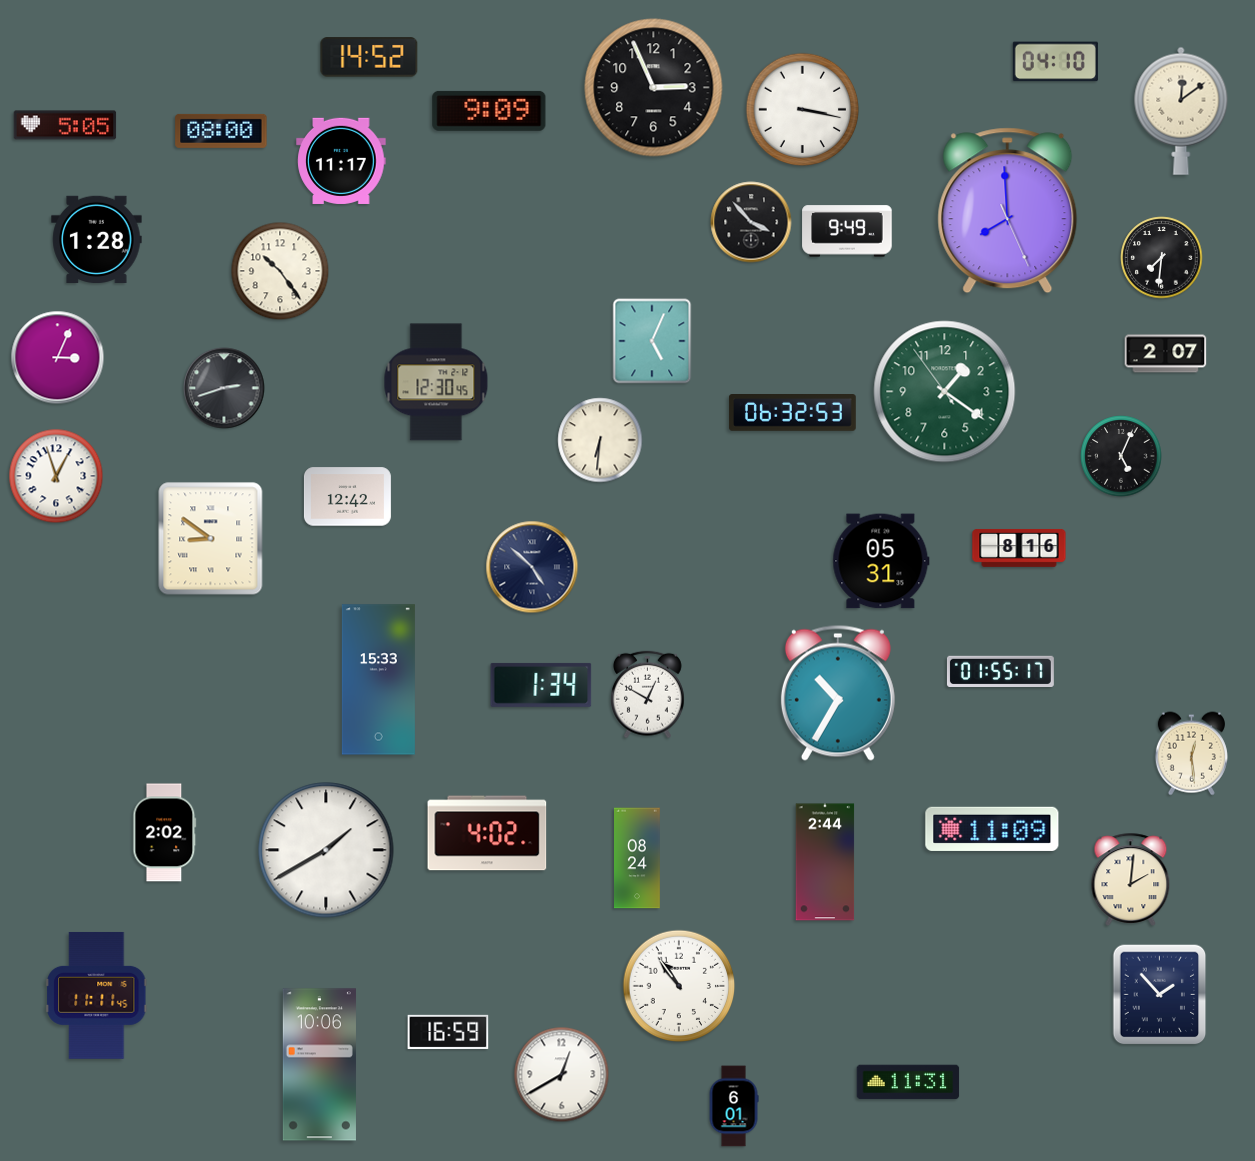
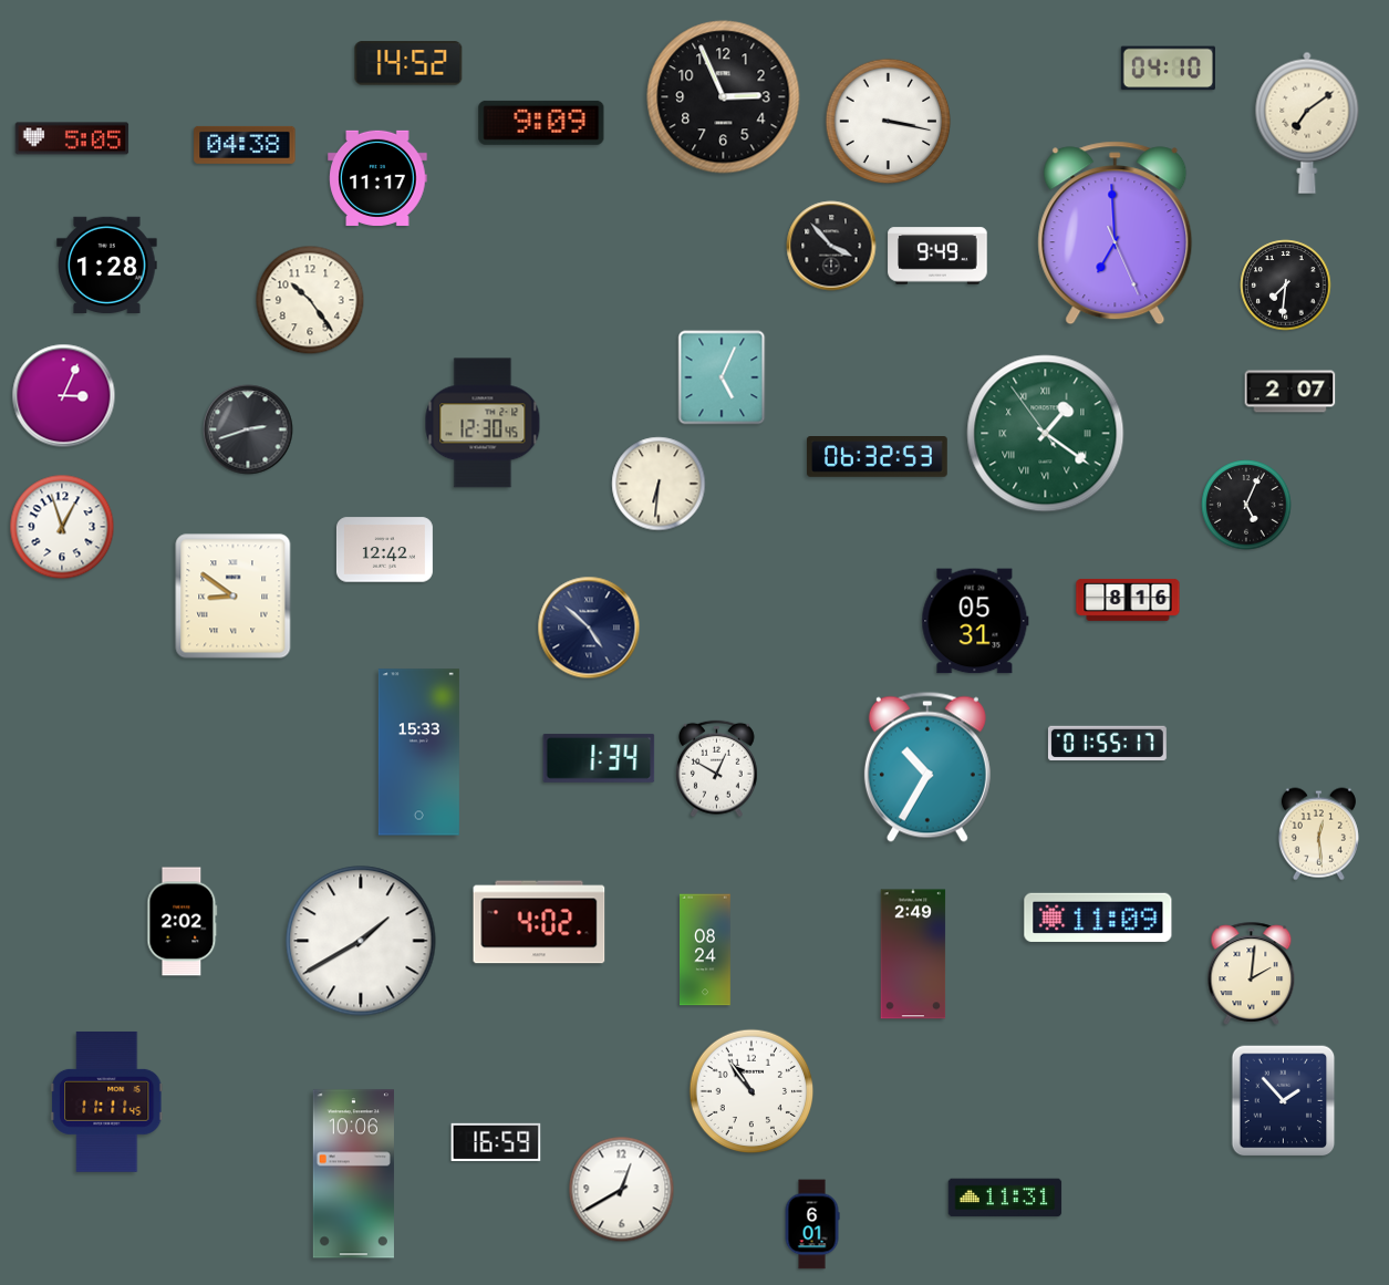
clock at (1181, 111): 12:09 -> 7:09
clock at (221, 131): 08:00 -> 04:38
clock at (1008, 211): 7:59 -> 6:59
clock at (945, 392) numerals: Arabic -> Roman
clock at (600, 440) position: (600, 440) -> (659, 484)
clock at (1121, 456) position: (1121, 456) -> (1246, 505)
clock at (1019, 548) position: (1019, 548) -> (1128, 600)
clock at (825, 862): 2:44 -> 2:49
clock at (319, 1065) position: (319, 1065) -> (353, 1174)
